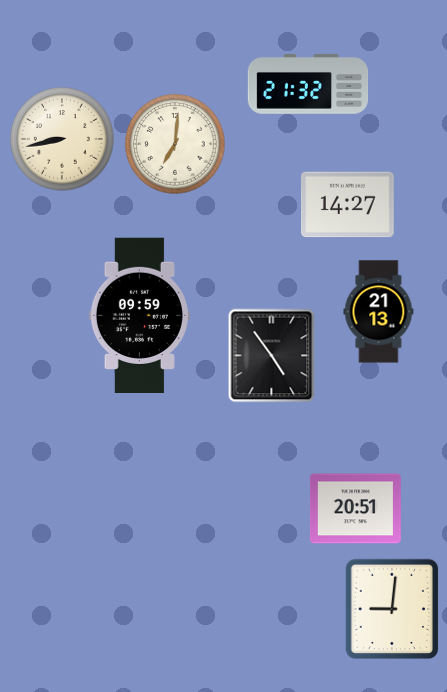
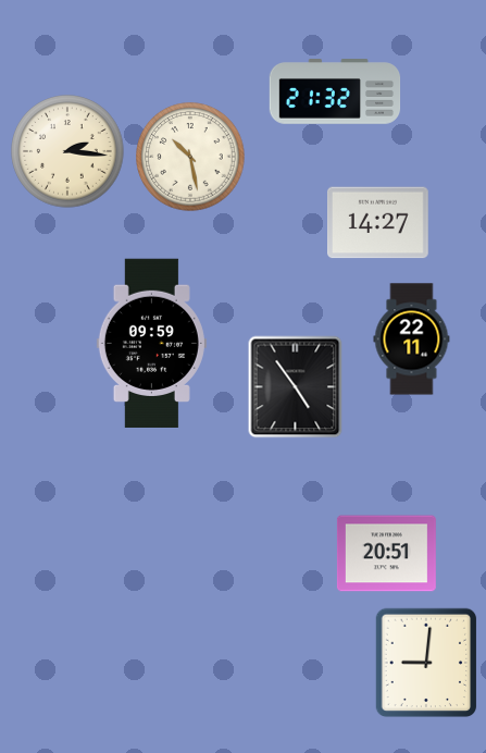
clock at (62, 139): 8:43 -> 2:16
clock at (175, 144): 7:01 -> 10:28
clock at (379, 312): 21:13 -> 22:11
